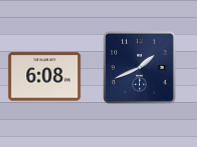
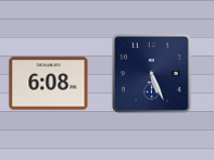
clock at (139, 67): 1:41 -> 5:26
